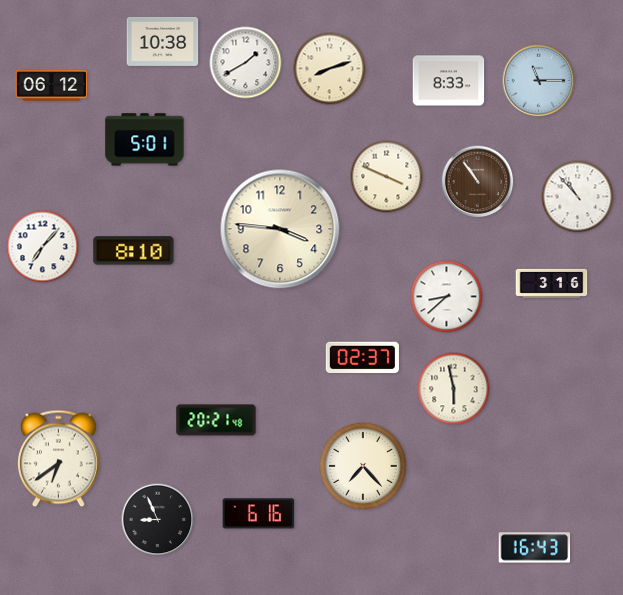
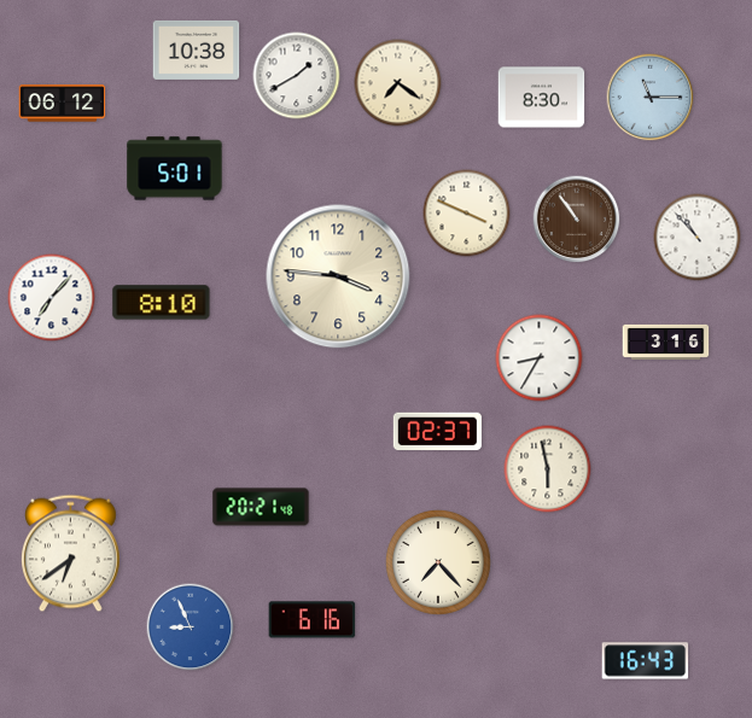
clock at (330, 69): 8:12 -> 7:21
clock at (449, 81): 8:33 -> 8:30
clock at (447, 297): 8:38 -> 8:35
clock at (158, 520) dial: black -> blue
